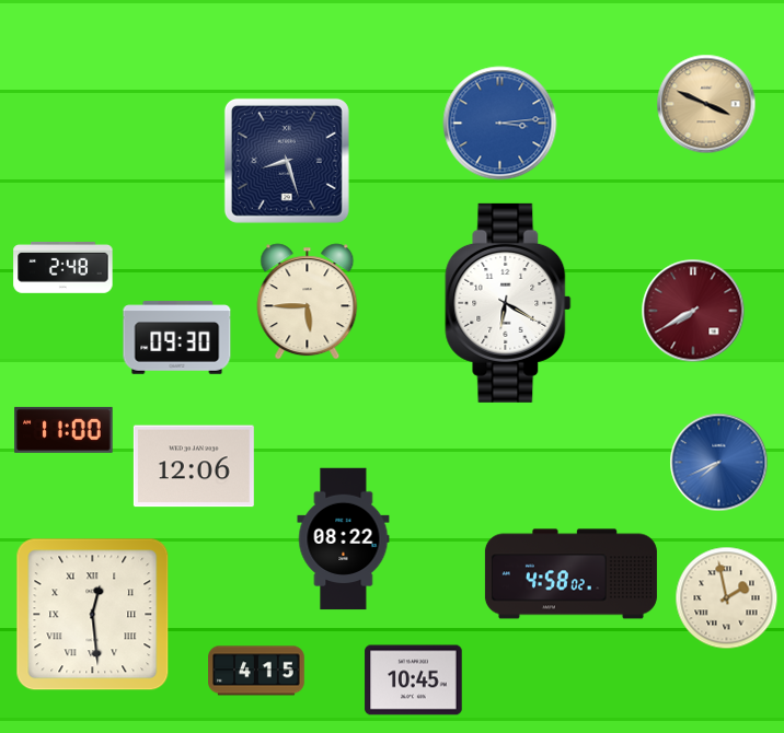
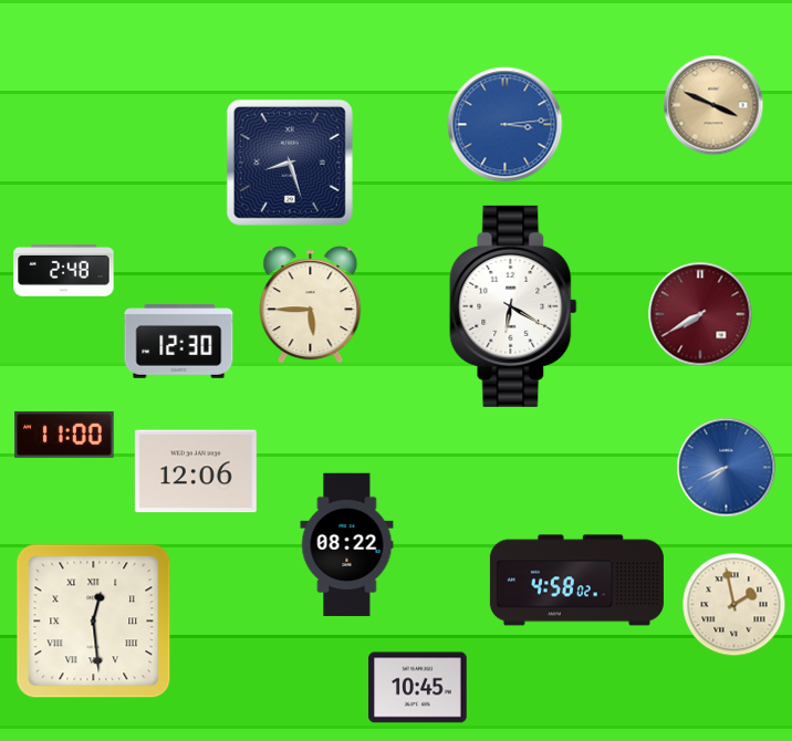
clock at (177, 338): 09:30 -> 12:30
clock at (256, 671): 4:15 -> none
